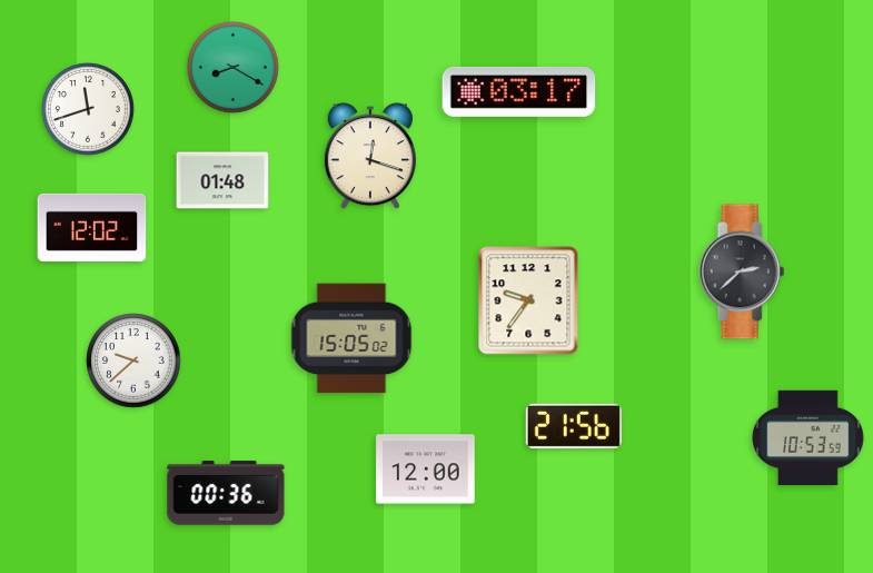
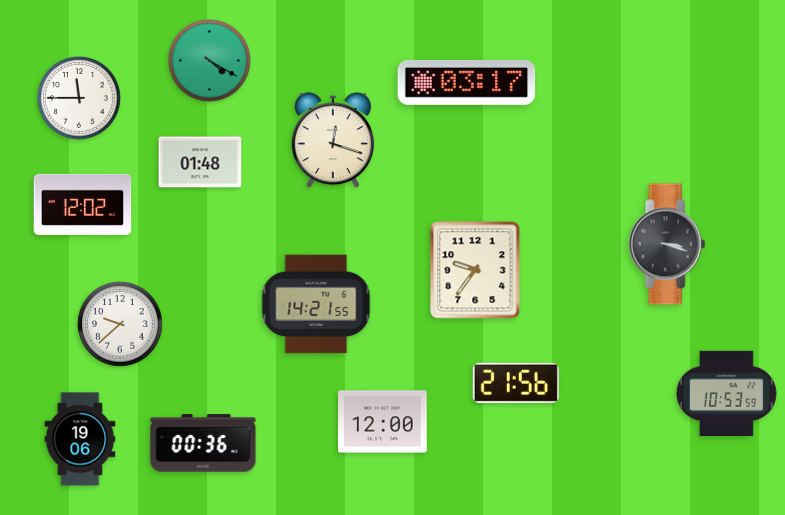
clock at (234, 68): 8:20 -> 4:20
clock at (88, 109): 11:42 -> 11:45
clock at (742, 271): 2:38 -> 3:18
clock at (351, 338): 15:05 -> 14:21
clock at (80, 439): none -> 19:06
